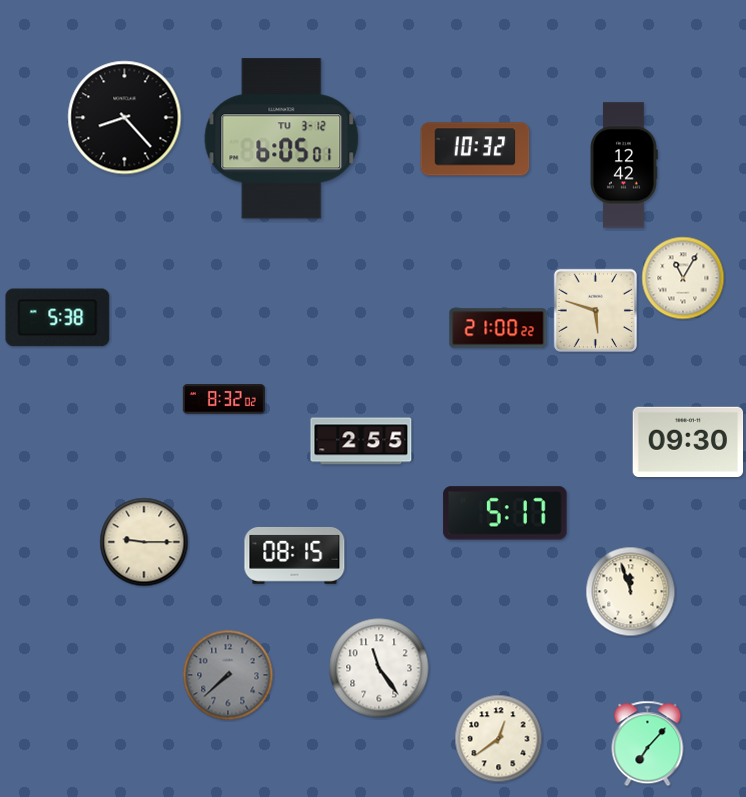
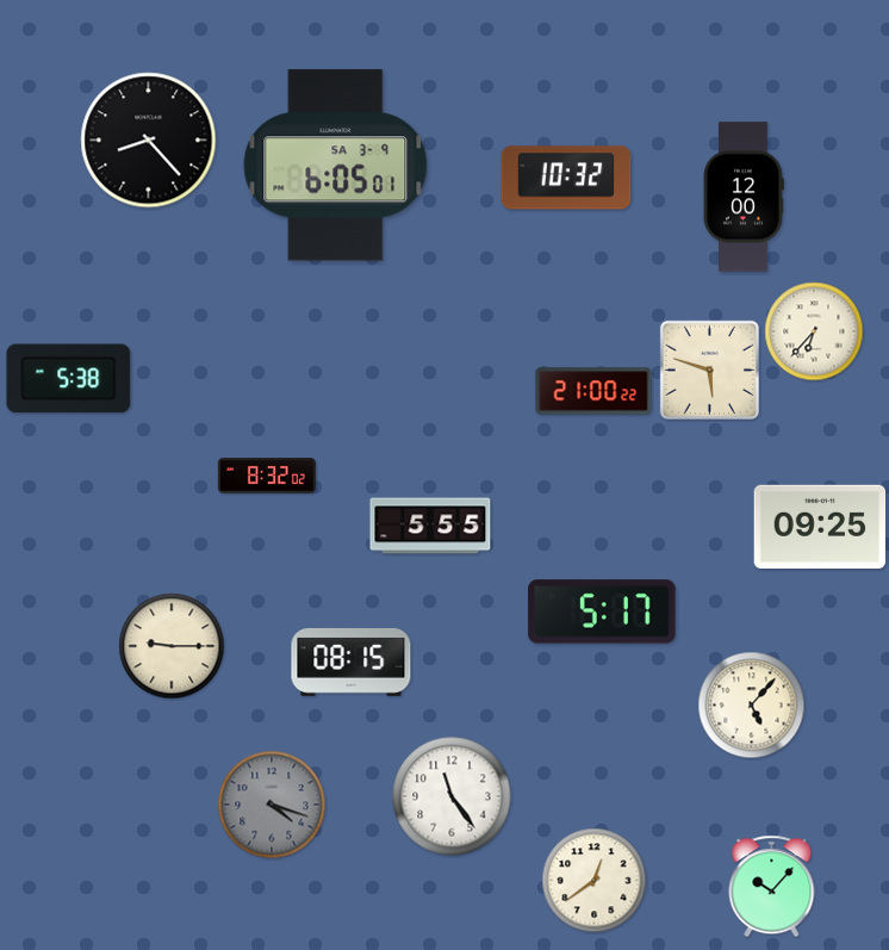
clock at (282, 139) date: TU 3-12 -> SA 3-9
clock at (624, 165): 12:42 -> 12:00
clock at (683, 278): 11:05 -> 6:37
clock at (361, 441): 2:55 -> 5:55
clock at (688, 441): 09:30 -> 09:25
clock at (631, 592): 11:57 -> 5:07
clock at (228, 675): 7:38 -> 4:18
clock at (648, 744): 7:07 -> 10:07
